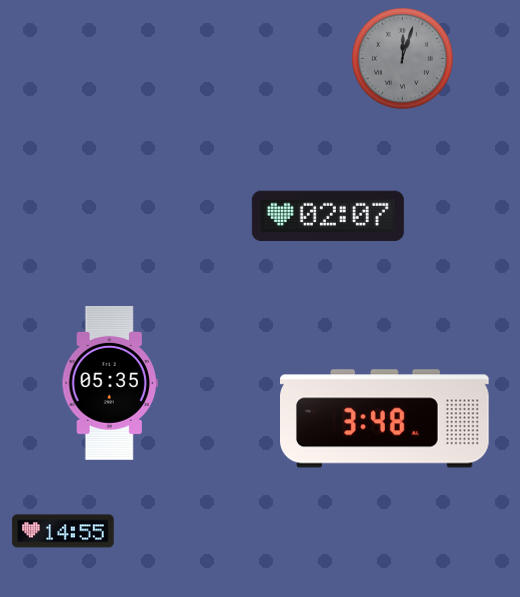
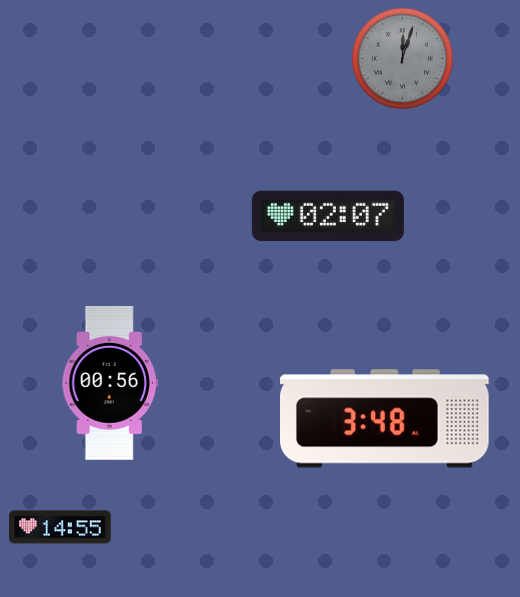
clock at (110, 383): 05:35 -> 00:56
clock at (63, 531) position: (63, 531) -> (60, 527)
